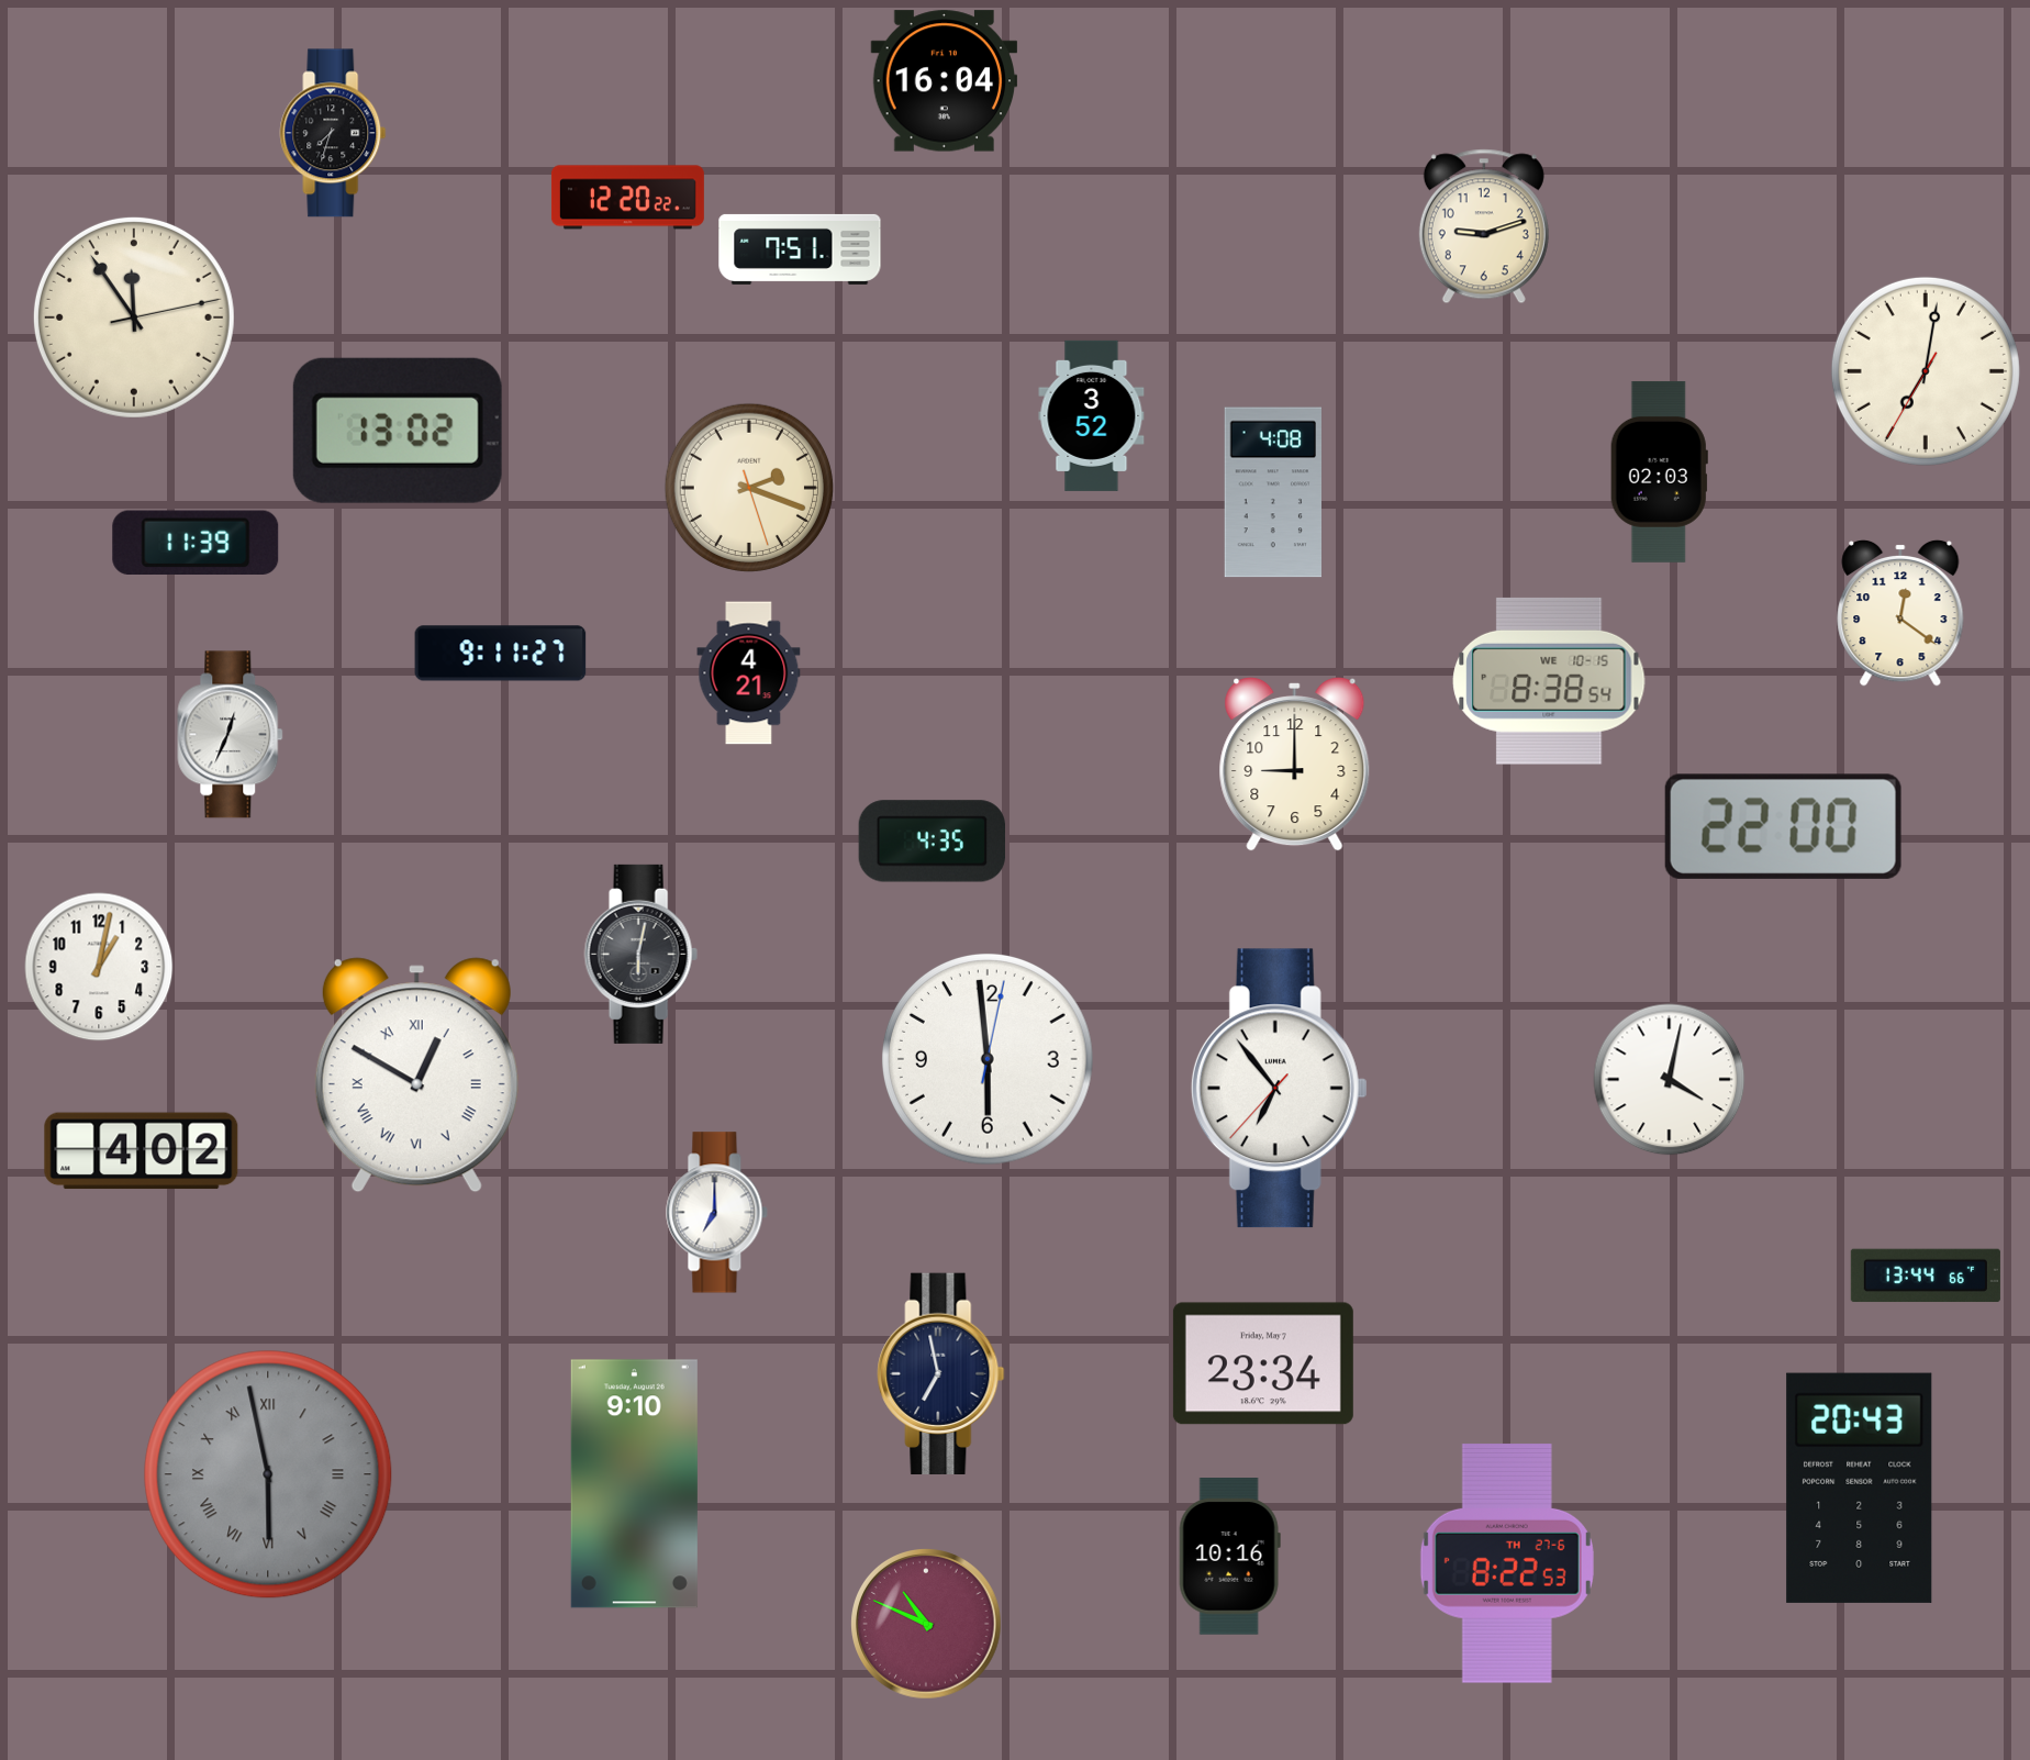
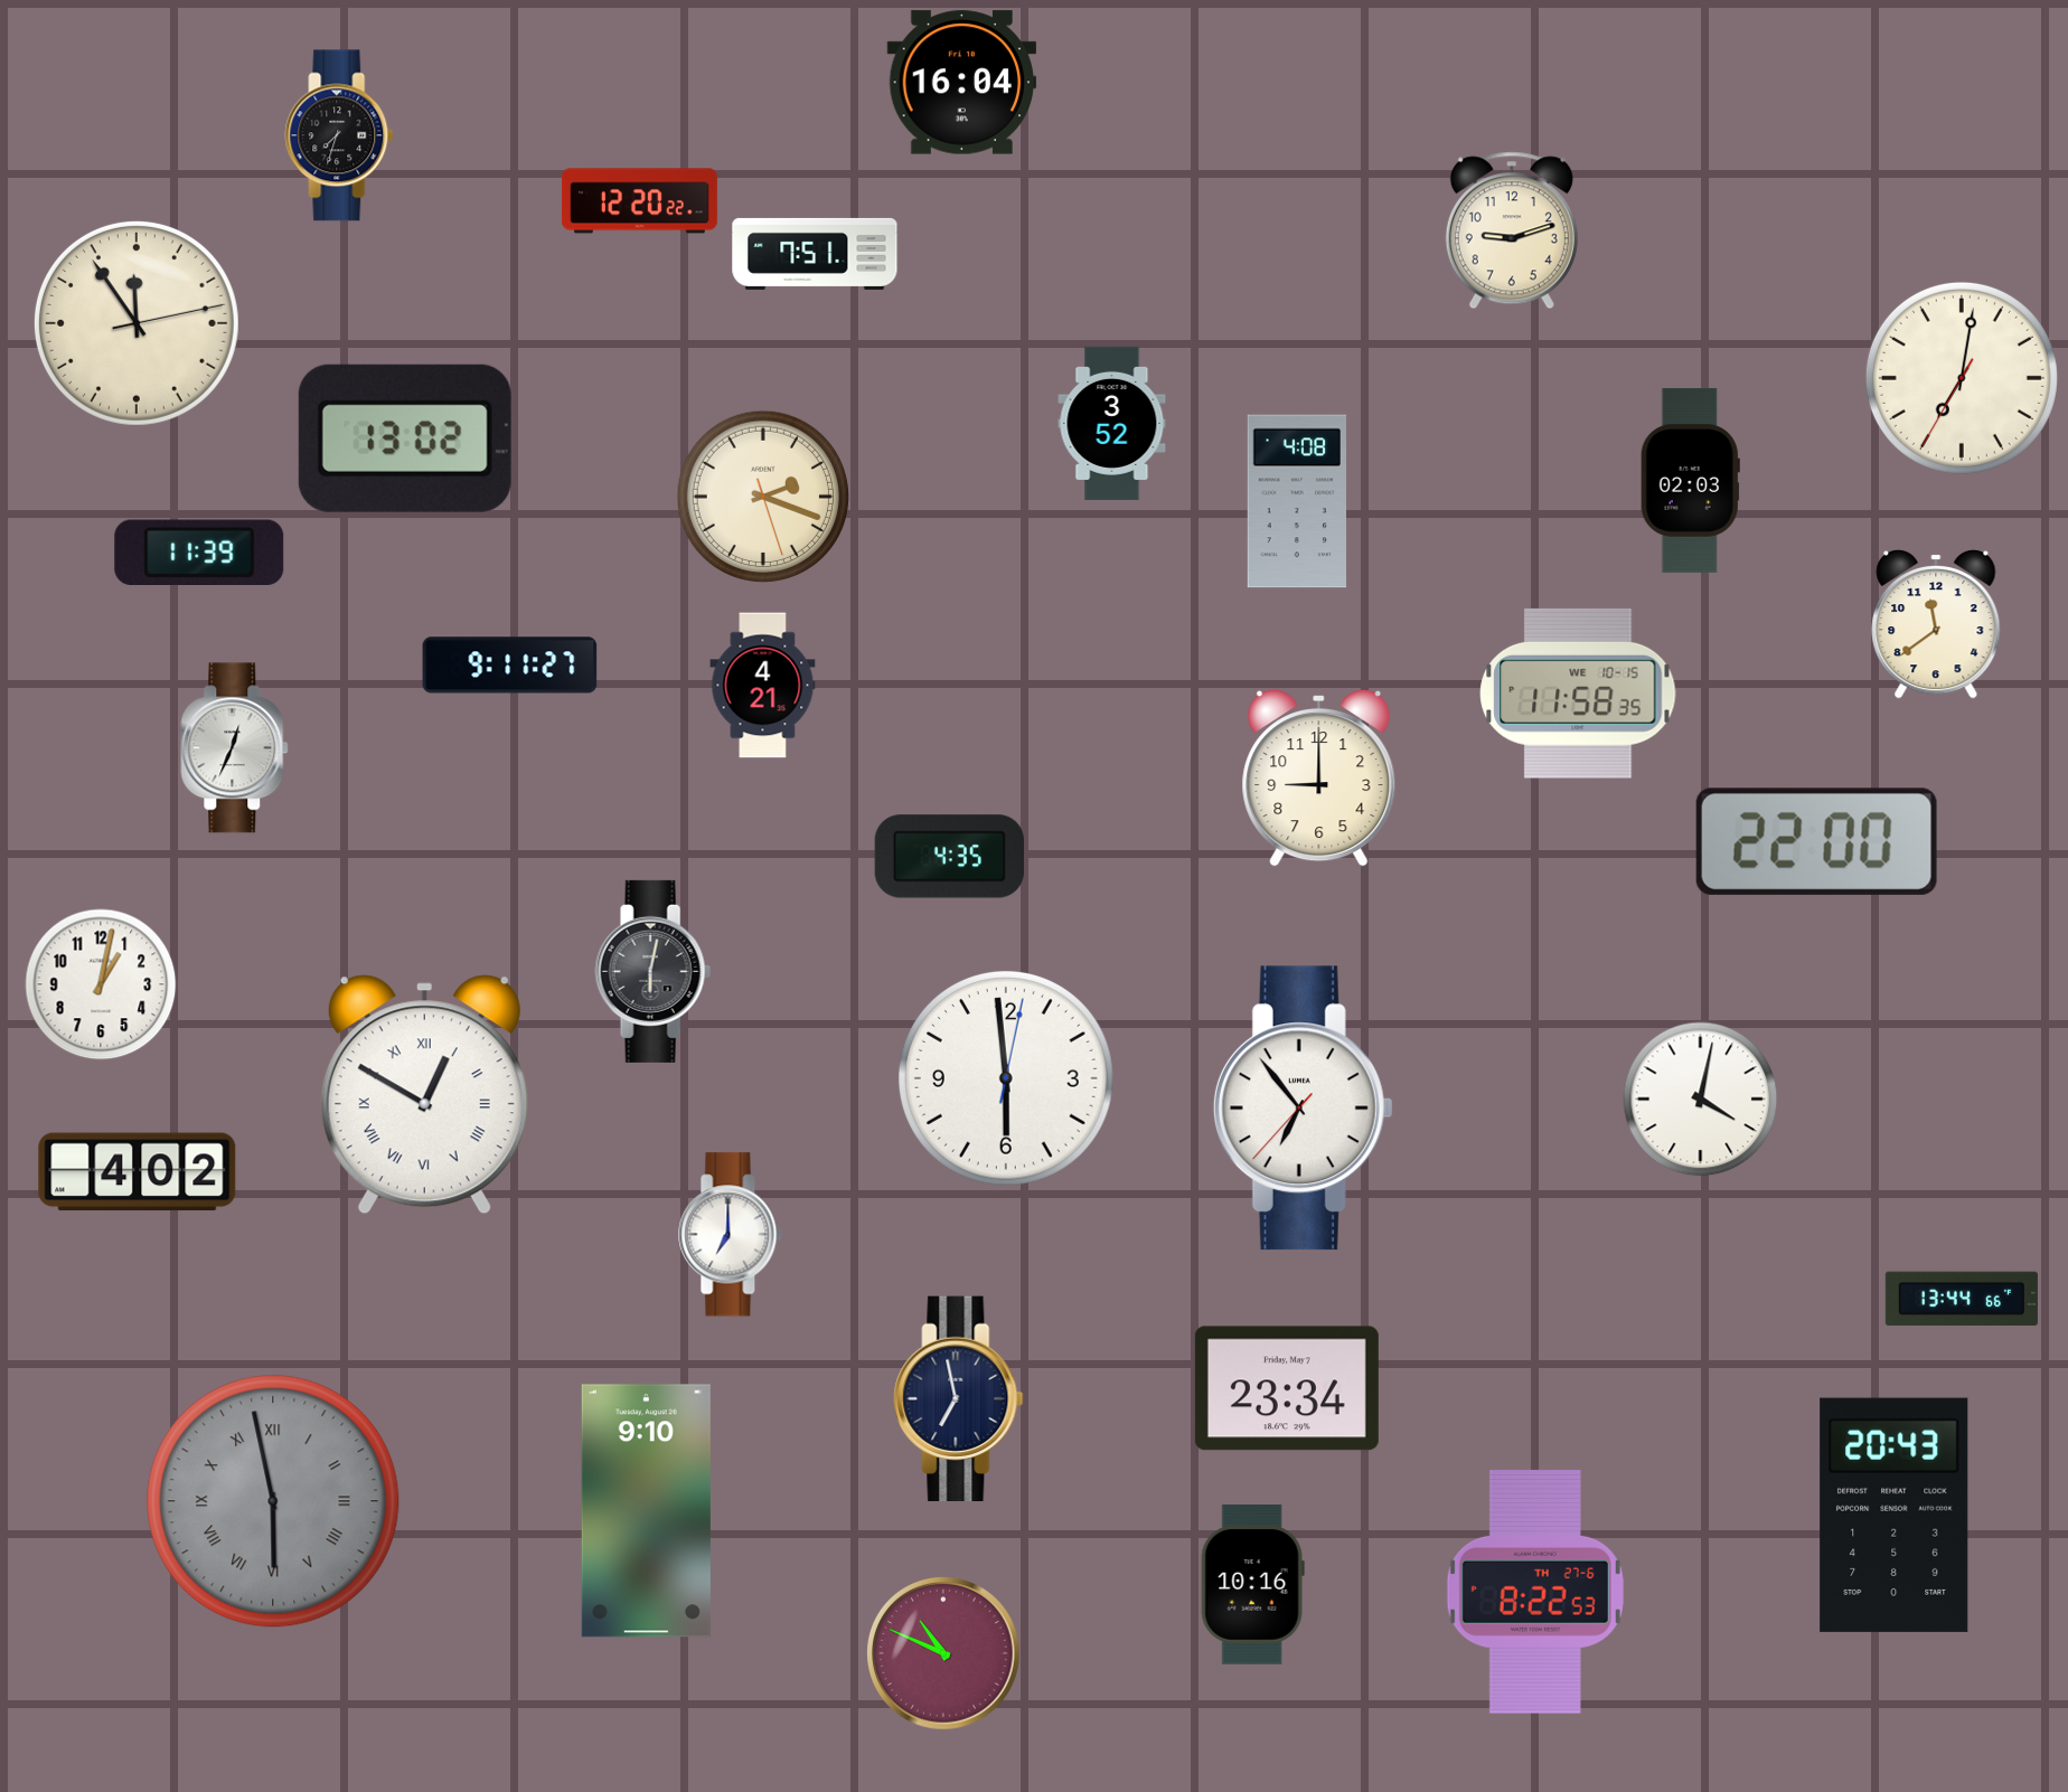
clock at (1900, 613): 12:21 -> 11:39
clock at (1549, 681): 8:38 -> 11:58
clock at (142, 1151) position: (142, 1151) -> (138, 1172)
